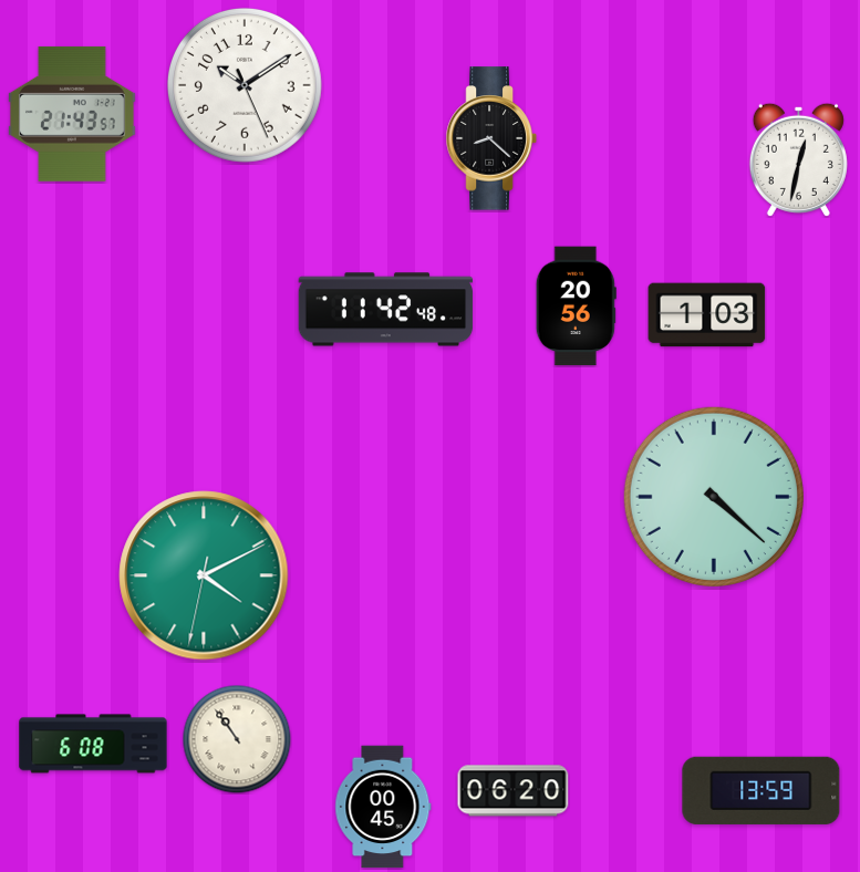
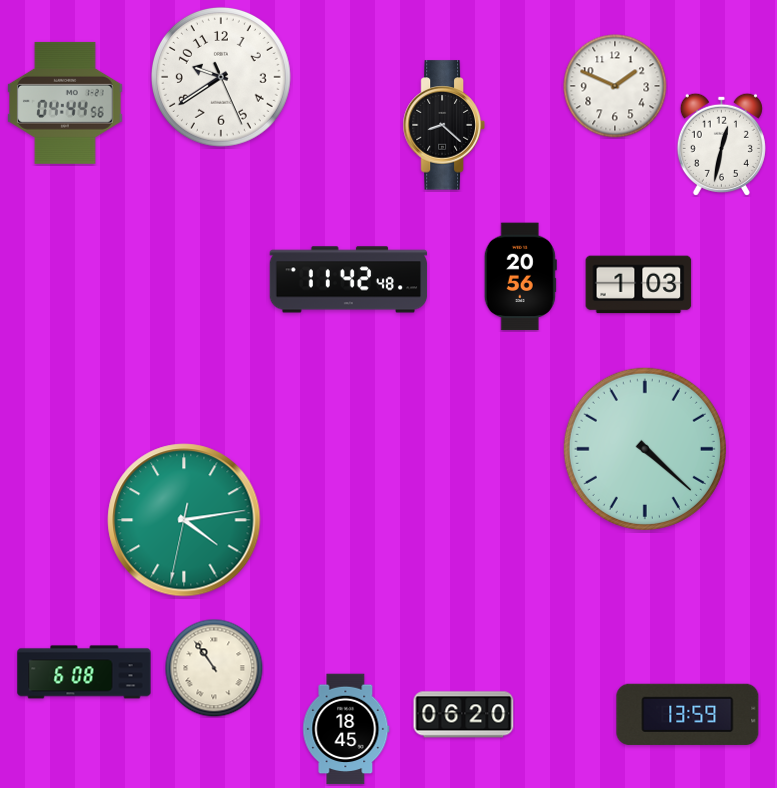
clock at (245, 85): 10:09 -> 9:39
clock at (615, 86): none -> 1:49
clock at (73, 114): 21:43 -> 04:44
clock at (204, 575): 4:10 -> 4:13
clock at (383, 807): 00:45 -> 18:45
